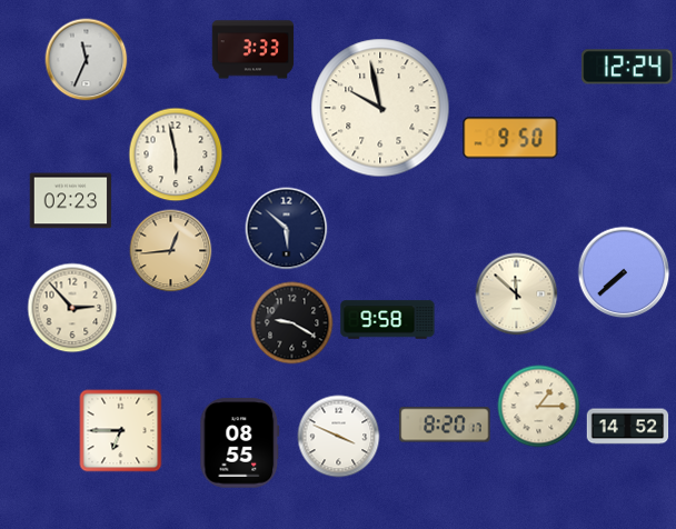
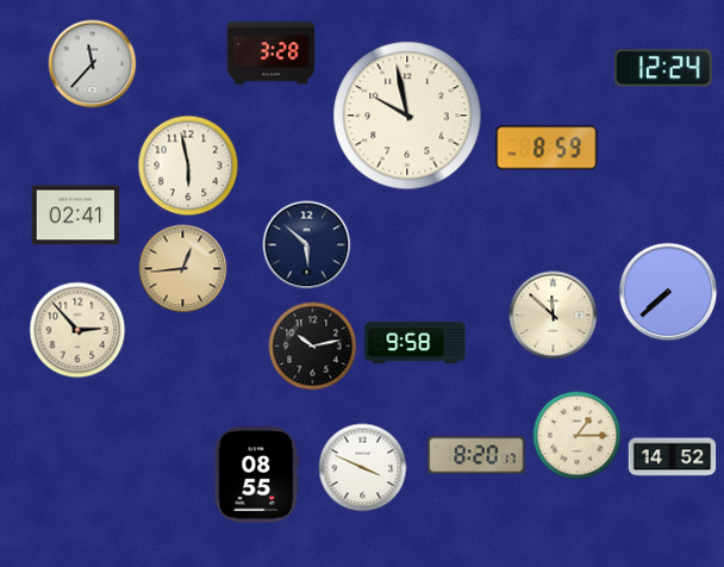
clock at (254, 50): 3:33 -> 3:28
clock at (87, 60): 11:34 -> 11:37
clock at (627, 67) position: (627, 67) -> (663, 68)
clock at (510, 138): 9:50 -> 8:59
clock at (71, 201): 02:23 -> 02:41
clock at (292, 323): 9:20 -> 10:13
clock at (121, 431): 6:45 -> none
